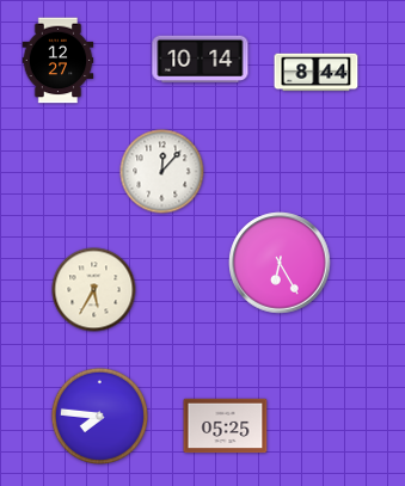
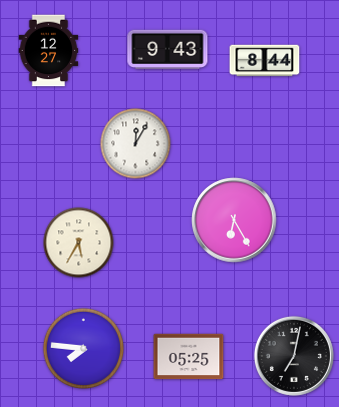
clock at (201, 59): 10:14 -> 9:43
clock at (162, 172): 12:07 -> 12:05
clock at (294, 356): none -> 7:02
